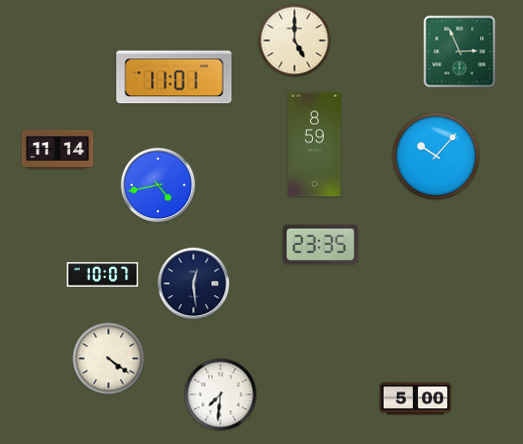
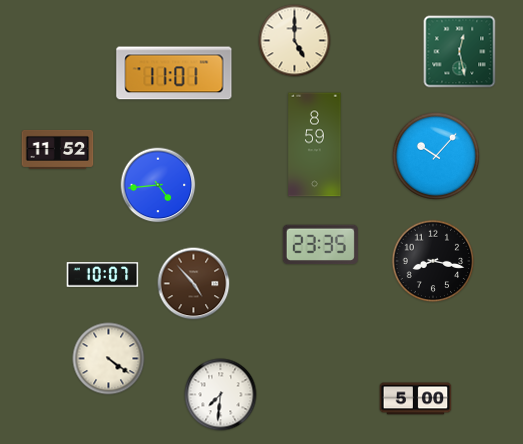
clock at (460, 52): 2:56 -> 12:28
clock at (174, 77) position: (174, 77) -> (174, 73)
clock at (58, 149): 11:14 -> 11:52
clock at (158, 185): 4:43 -> 4:44
clock at (433, 261): none -> 8:17
clock at (194, 284): 12:29 -> 4:53
clock at (194, 284) dial: navy -> brown
